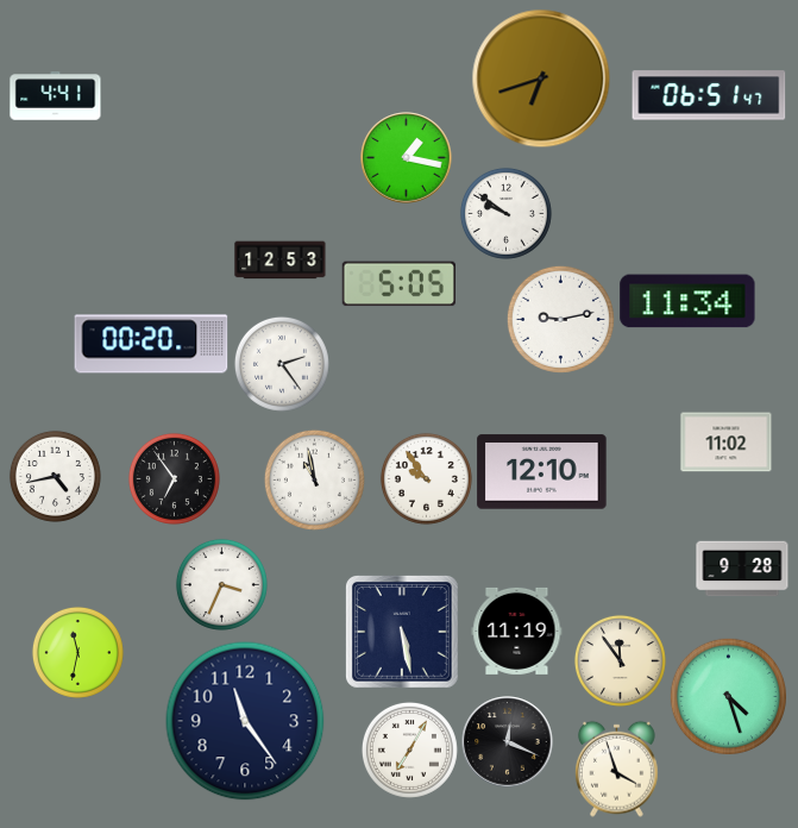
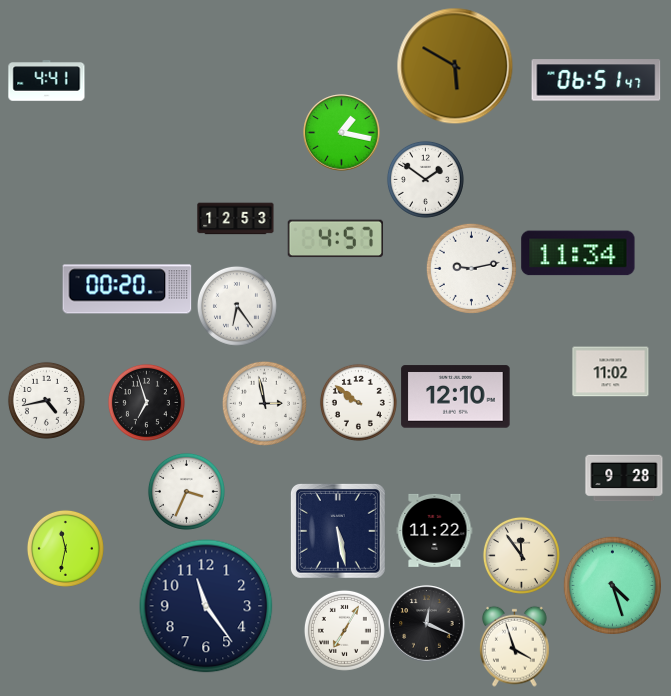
clock at (541, 79): 6:42 -> 5:50
clock at (505, 213): 9:51 -> 1:51
clock at (398, 284): 5:05 -> 4:57
clock at (282, 364): 2:24 -> 6:24
clock at (174, 478): 6:54 -> 6:57
clock at (426, 478): 9:54 -> 9:51
clock at (314, 479): 10:58 -> 2:58
clock at (517, 631): 11:19 -> 11:22
clock at (616, 769) position: (616, 769) -> (514, 646)
